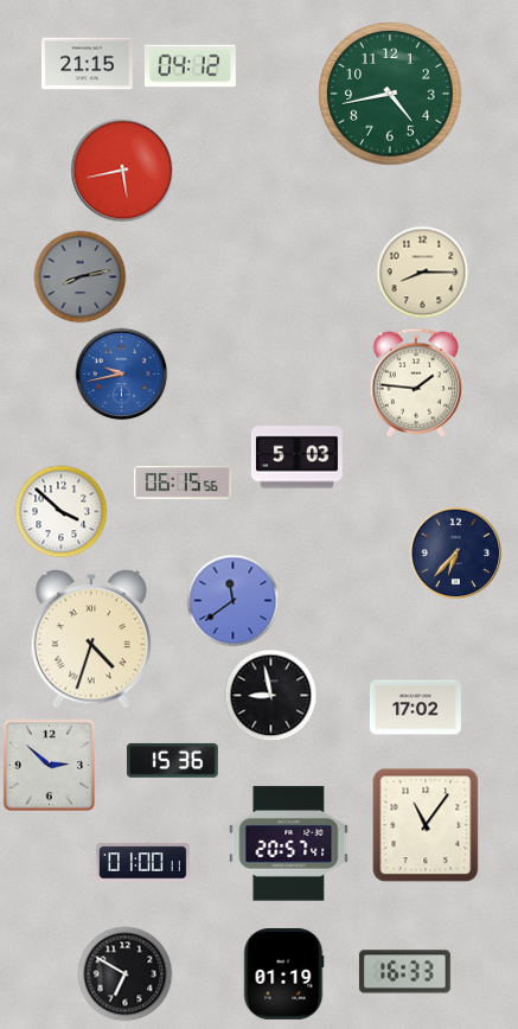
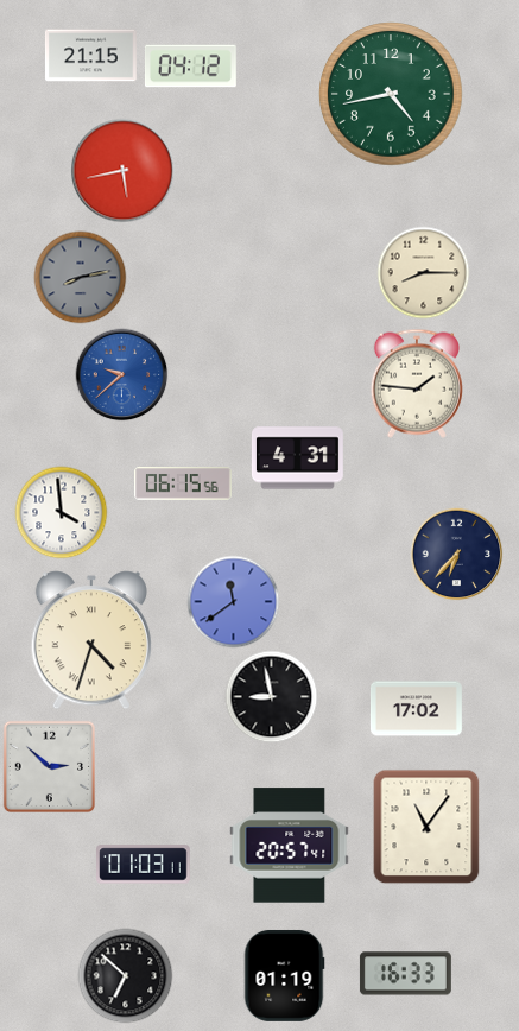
clock at (87, 64) position: (87, 64) -> (90, 56)
clock at (121, 373): 9:43 -> 9:38
clock at (296, 458): 5:03 -> 4:31
clock at (60, 511): 3:52 -> 3:59
clock at (172, 760): 15:36 -> none
clock at (143, 863): 01:00 -> 01:03
clock at (124, 973): 6:50 -> 6:52
